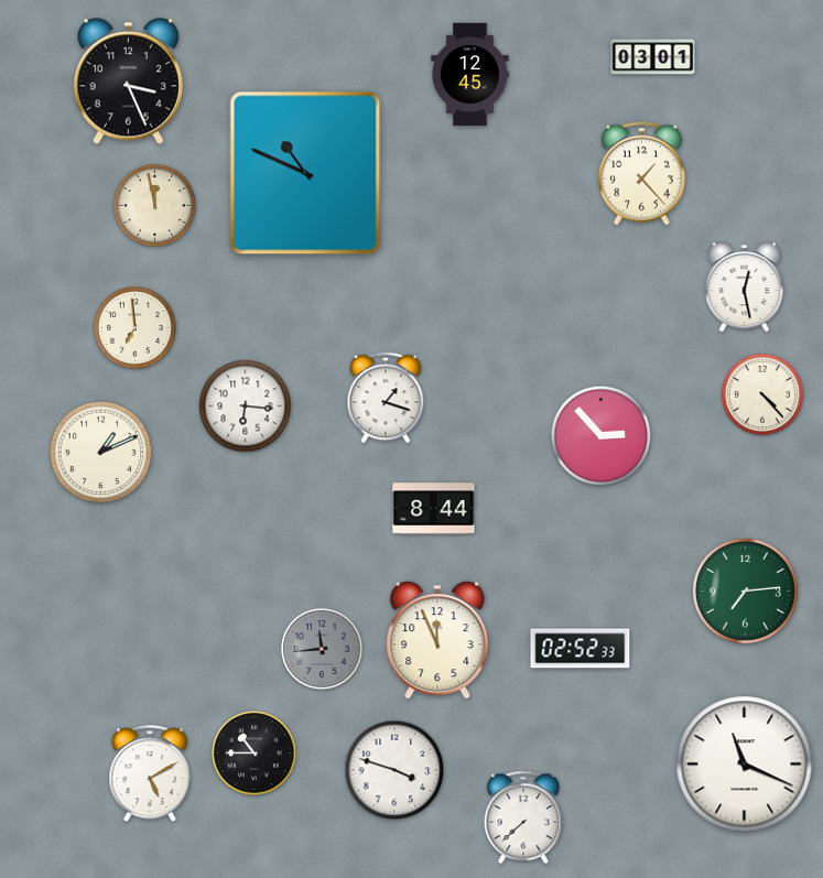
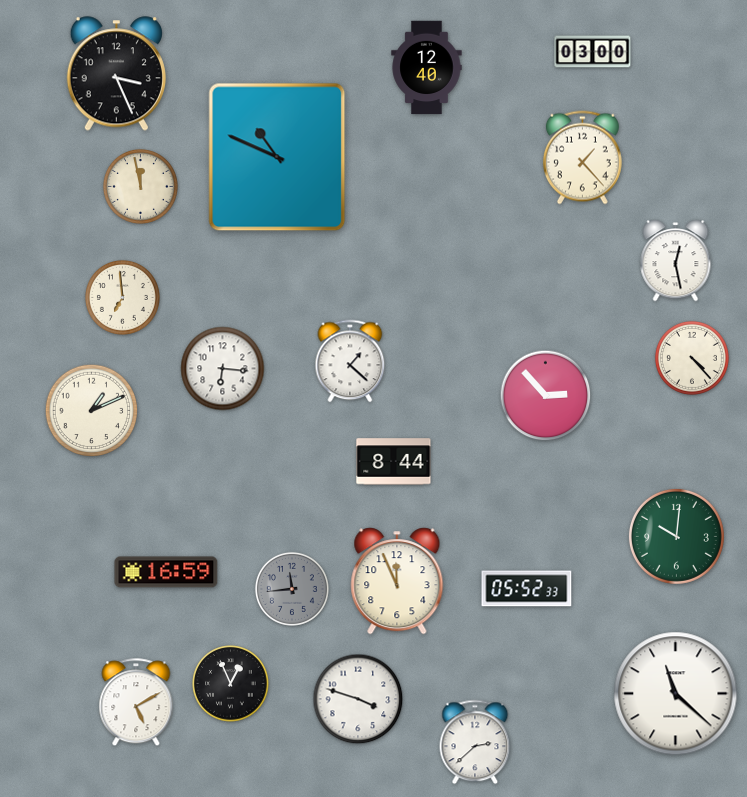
clock at (653, 57): 03:01 -> 03:00
clock at (470, 75): 12:45 -> 12:40
clock at (386, 398): 1:18 -> 1:22
clock at (745, 590): 7:14 -> 10:01
clock at (166, 572): none -> 16:59
clock at (581, 649): 02:52 -> 05:52
clock at (255, 754): 10:45 -> 12:56
clock at (745, 765): 11:19 -> 11:22
clock at (523, 817): 7:38 -> 2:38
